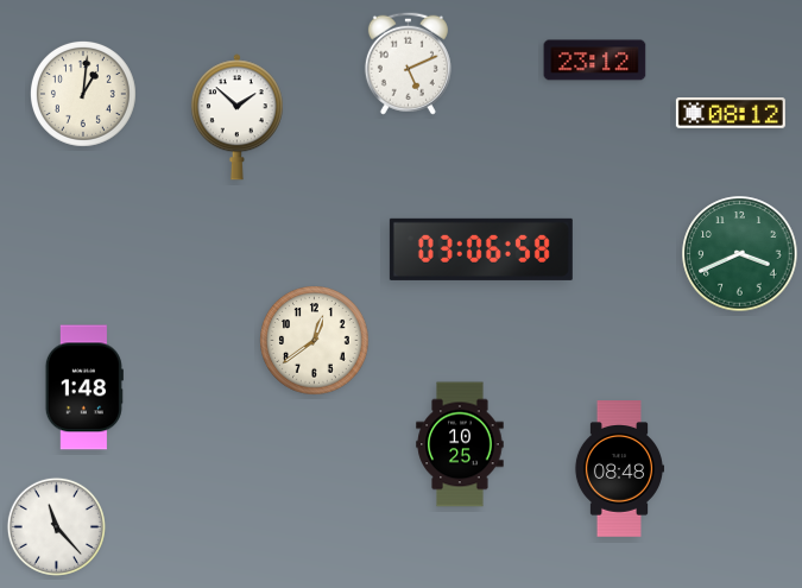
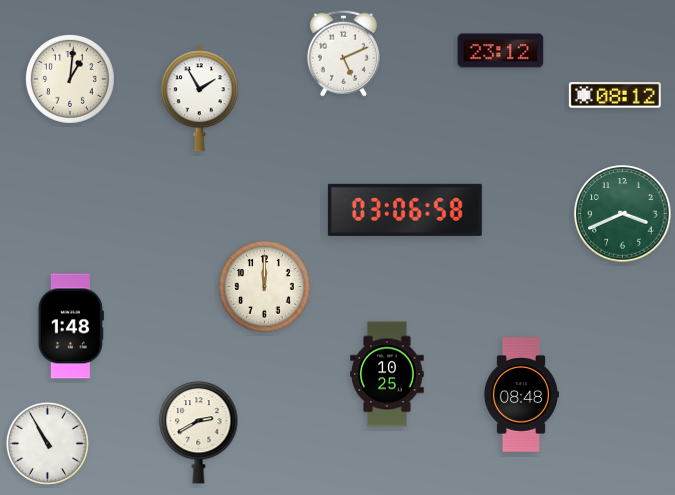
clock at (236, 118): 1:52 -> 1:55
clock at (315, 341): 12:39 -> 12:00
clock at (199, 433): none -> 2:40
clock at (56, 526): 11:23 -> 10:55
